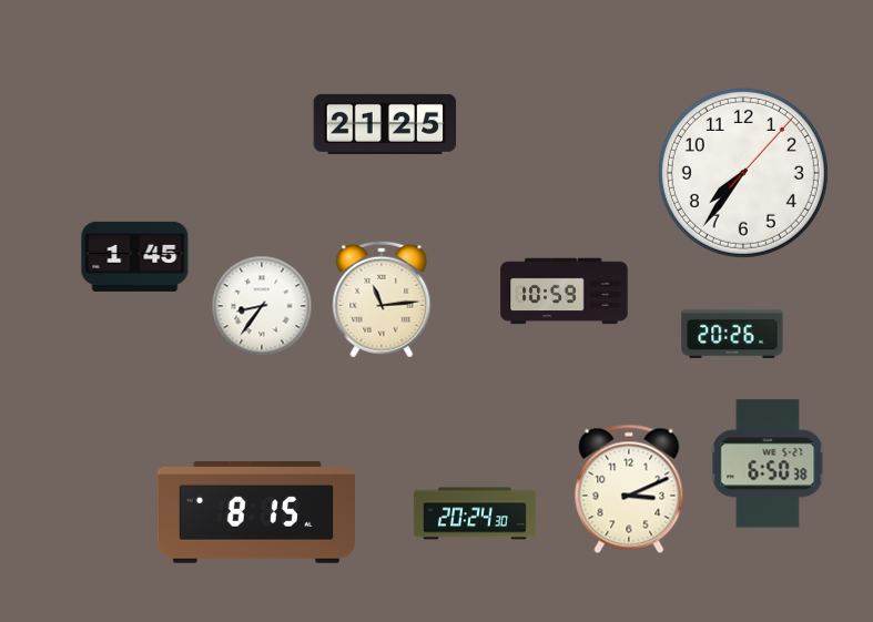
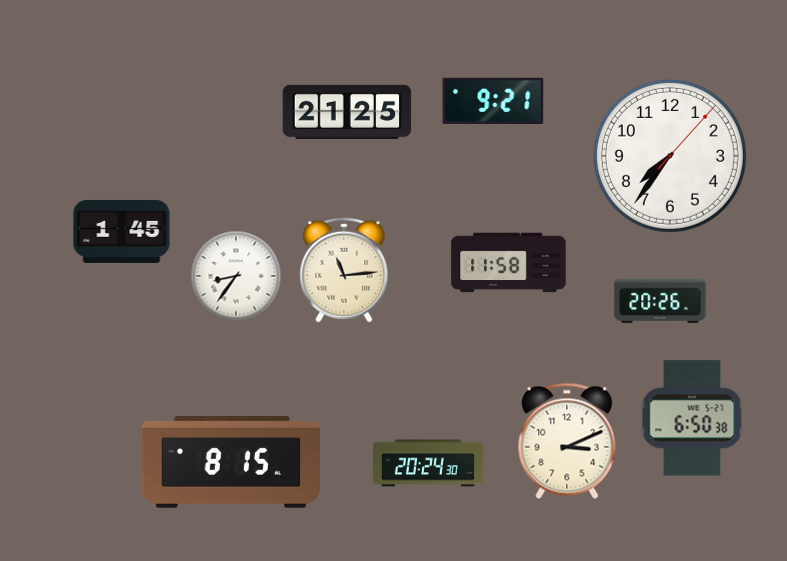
clock at (493, 101): none -> 9:21
clock at (565, 292): 10:59 -> 11:58
